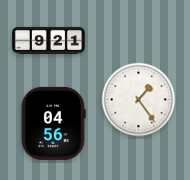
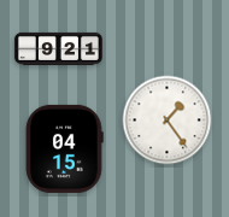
clock at (53, 123): 04:56 -> 04:15
